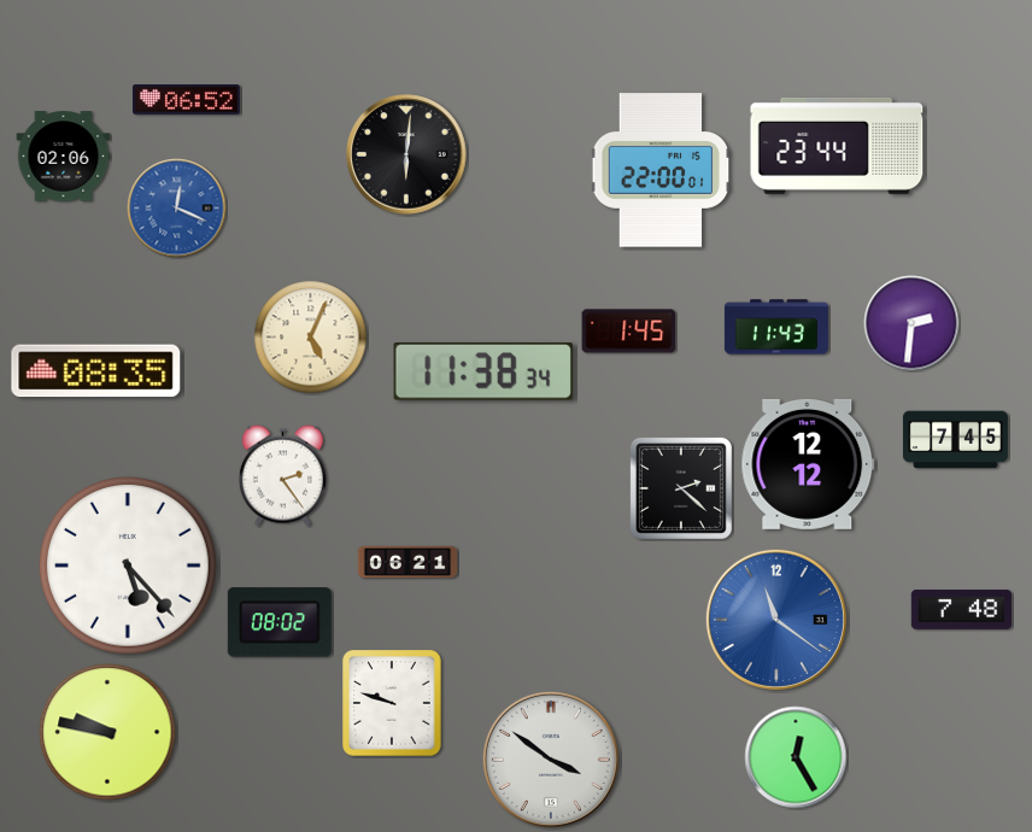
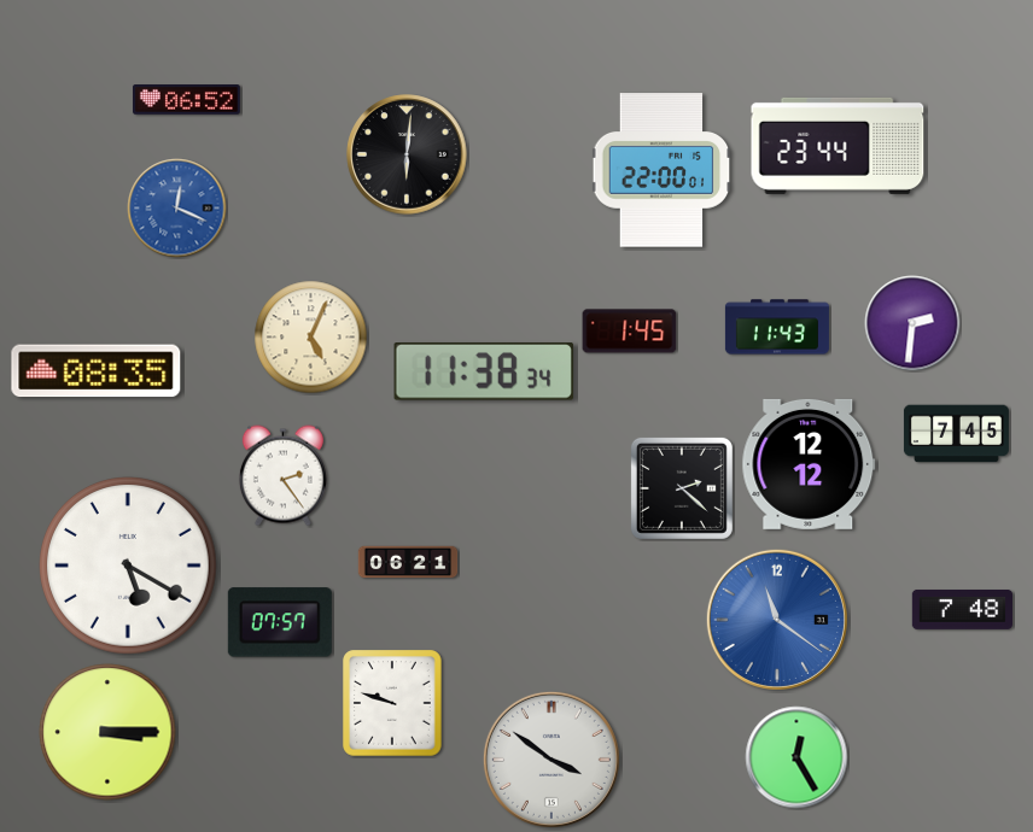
clock at (64, 157): 02:06 -> none
clock at (955, 440) position: (955, 440) -> (956, 434)
clock at (128, 566): 5:23 -> 5:20
clock at (280, 622): 08:02 -> 07:57
clock at (107, 732): 9:47 -> 3:15
